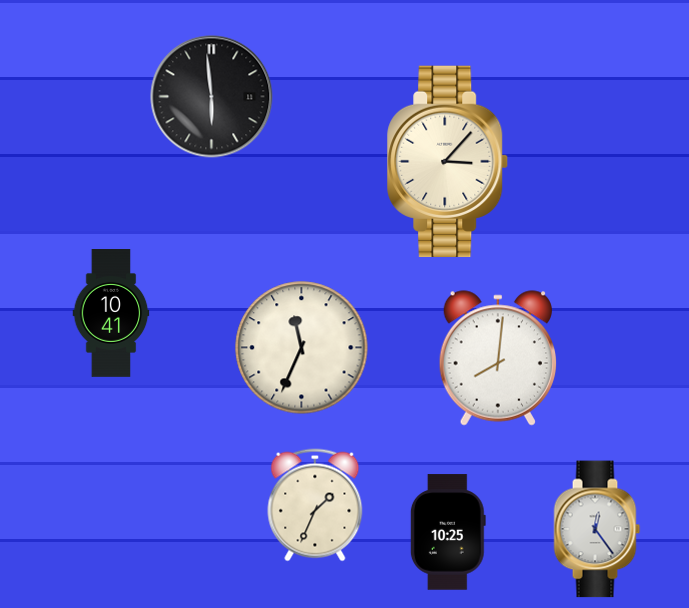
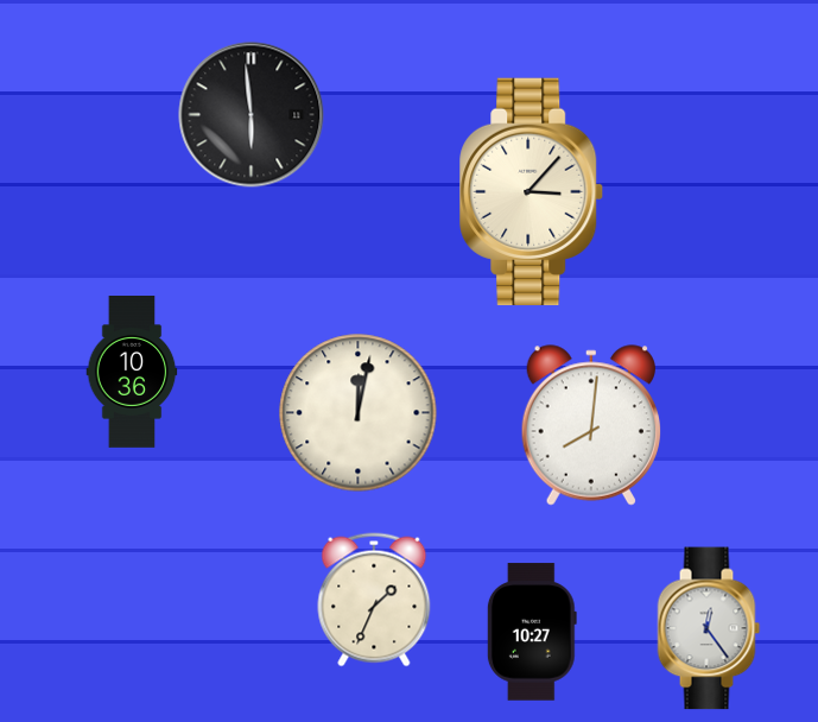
clock at (111, 314): 10:41 -> 10:36
clock at (302, 348): 11:34 -> 12:02
clock at (448, 532): 10:25 -> 10:27
